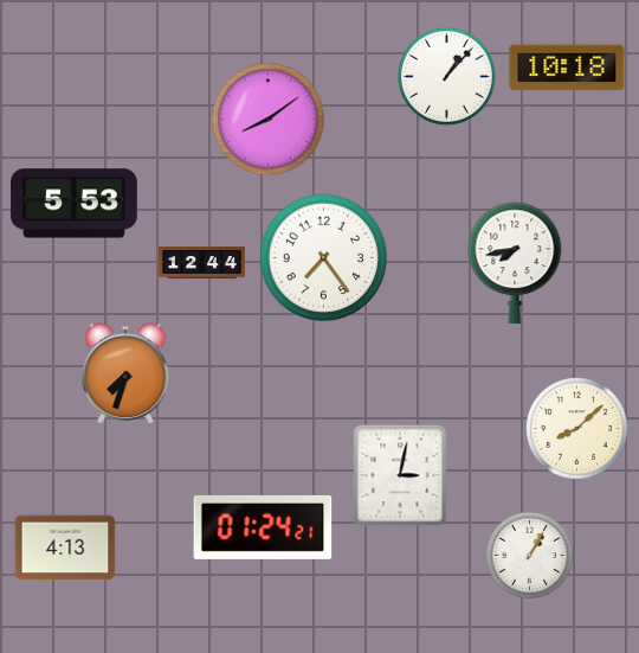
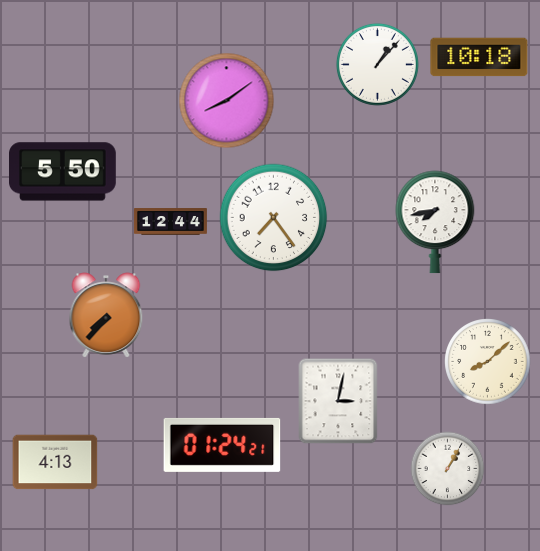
clock at (75, 204): 5:53 -> 5:50
clock at (125, 373): 7:33 -> 7:37
